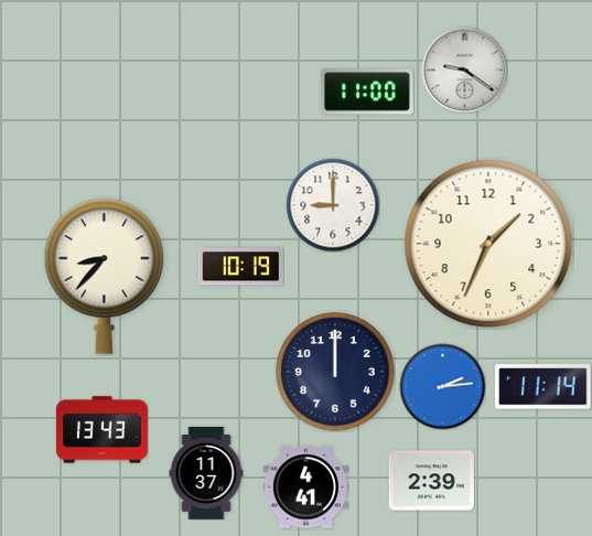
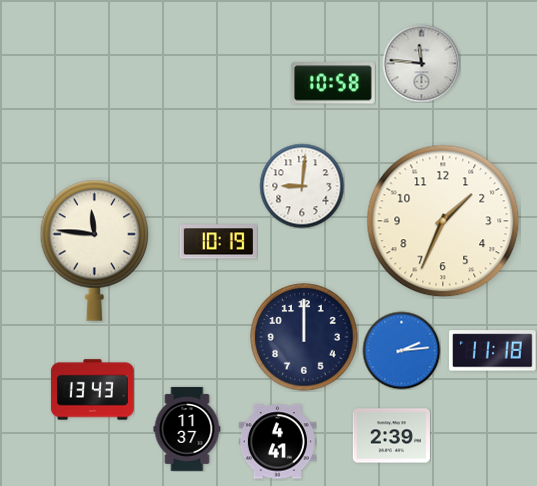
clock at (464, 69): 9:21 -> 11:46
clock at (367, 92): 11:00 -> 10:58
clock at (333, 205): 9:00 -> 9:01
clock at (105, 276): 8:37 -> 11:46
clock at (543, 387): 11:14 -> 11:18
